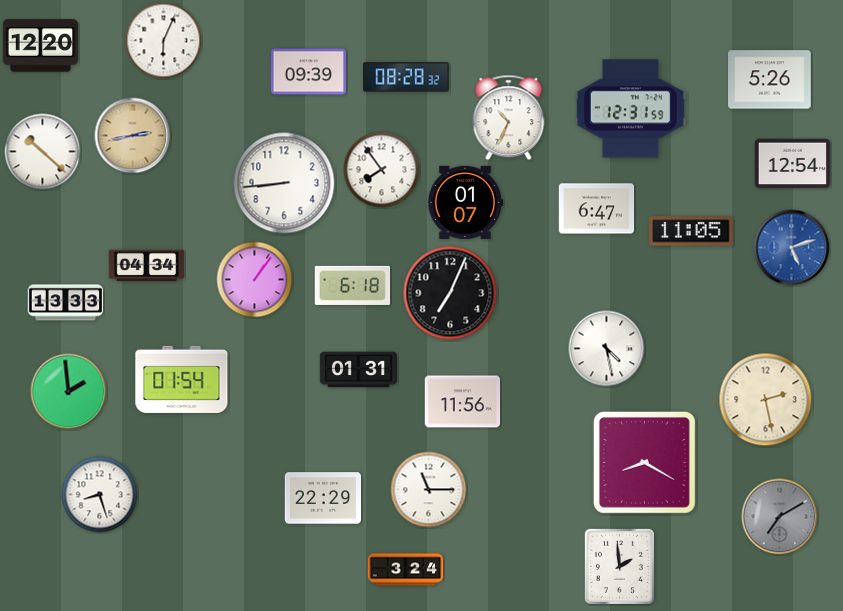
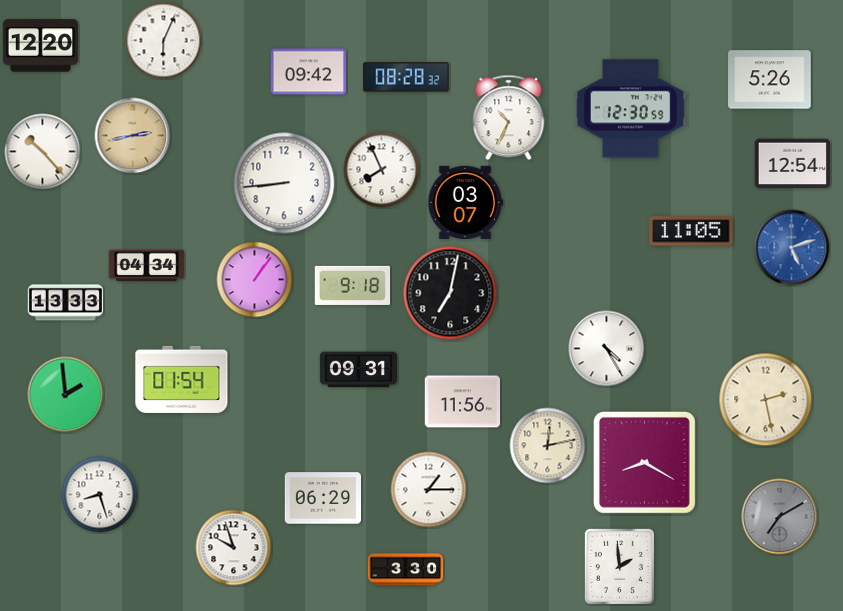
clock at (309, 72): 09:39 -> 09:42
clock at (630, 109): 12:31 -> 12:30
clock at (43, 152): 10:22 -> 10:23
clock at (382, 170): 7:54 -> 7:56
clock at (465, 202): 01:07 -> 03:07
clock at (597, 209): 6:47 -> none
clock at (353, 285): 6:18 -> 9:18
clock at (450, 293): 7:04 -> 7:02
clock at (607, 349): 4:28 -> 4:25
clock at (358, 370): 01:31 -> 09:31
clock at (69, 392) position: (69, 392) -> (66, 395)
clock at (548, 446): none -> 12:13
clock at (429, 490): 11:15 -> 1:15
clock at (322, 498): 22:29 -> 06:29
clock at (234, 548): none -> 9:57
clock at (406, 570): 3:24 -> 3:30
